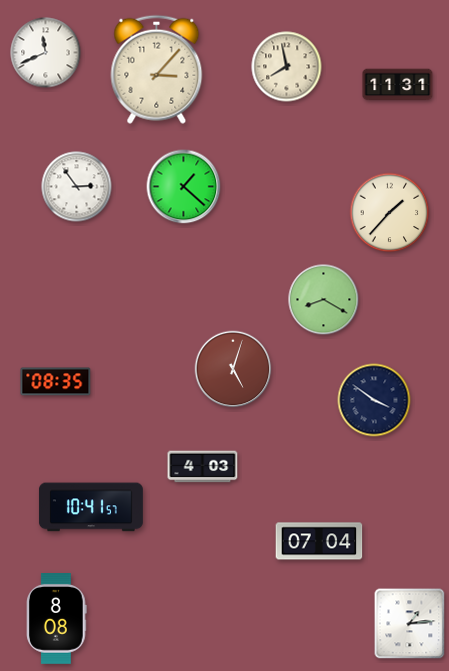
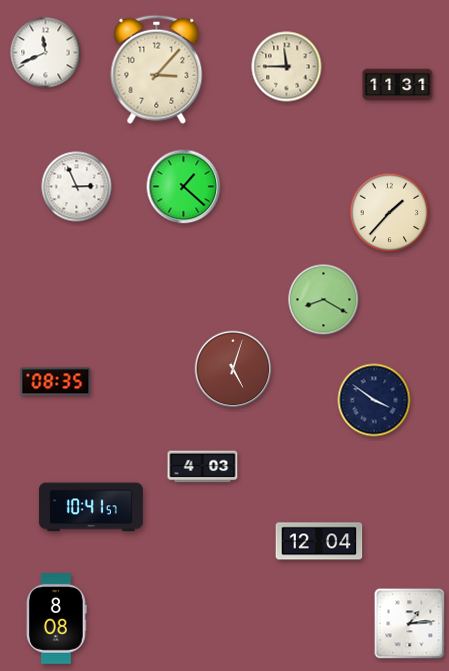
clock at (287, 67): 7:58 -> 11:45
clock at (77, 187): 2:54 -> 2:56
clock at (319, 541): 07:04 -> 12:04
